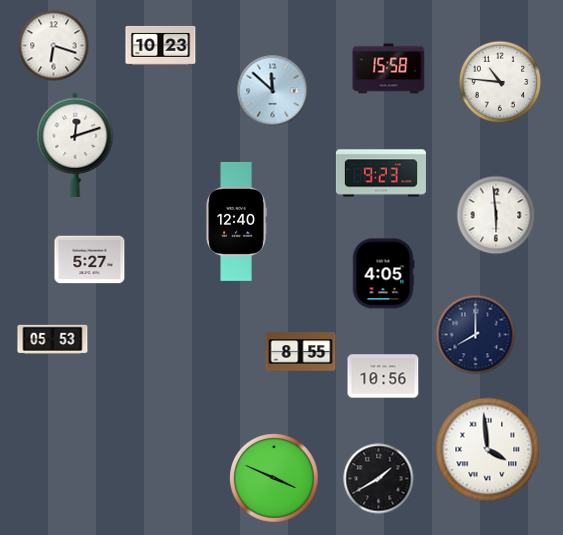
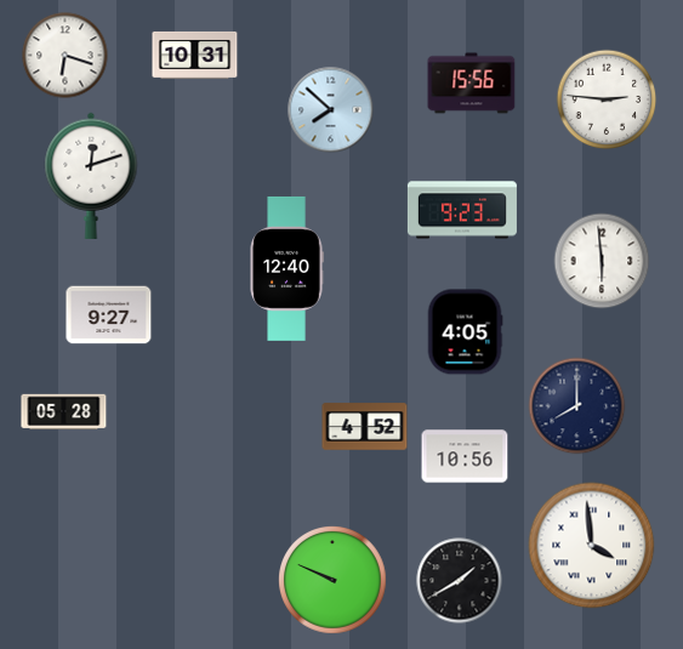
clock at (161, 45): 10:23 -> 10:31
clock at (389, 69): 15:58 -> 15:56
clock at (500, 82): 10:46 -> 2:46
clock at (273, 91): 11:52 -> 7:52
clock at (90, 260): 5:27 -> 9:27
clock at (53, 339): 05:53 -> 05:28
clock at (301, 352): 8:55 -> 4:52
clock at (275, 479): 3:49 -> 9:49
